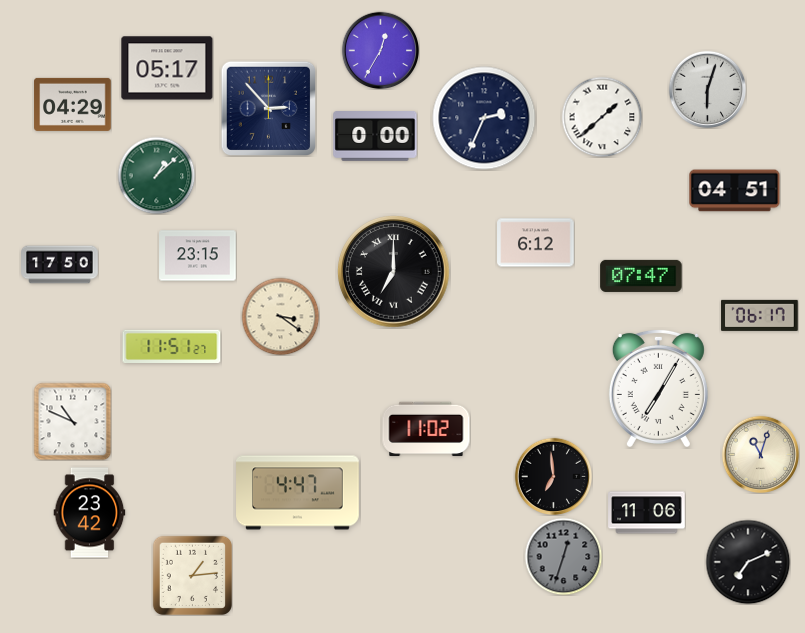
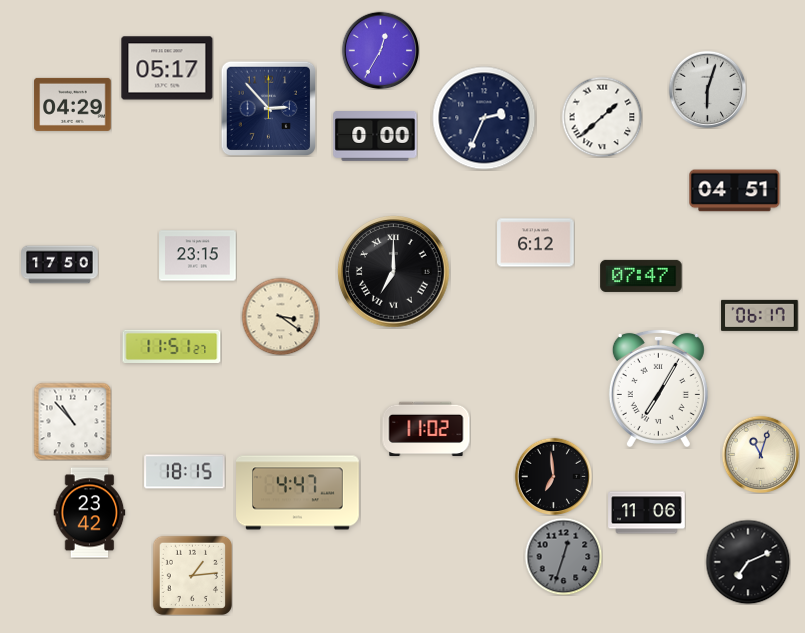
clock at (156, 175): 1:08 -> none
clock at (72, 421): 10:49 -> 10:53
clock at (185, 472): none -> 18:15
